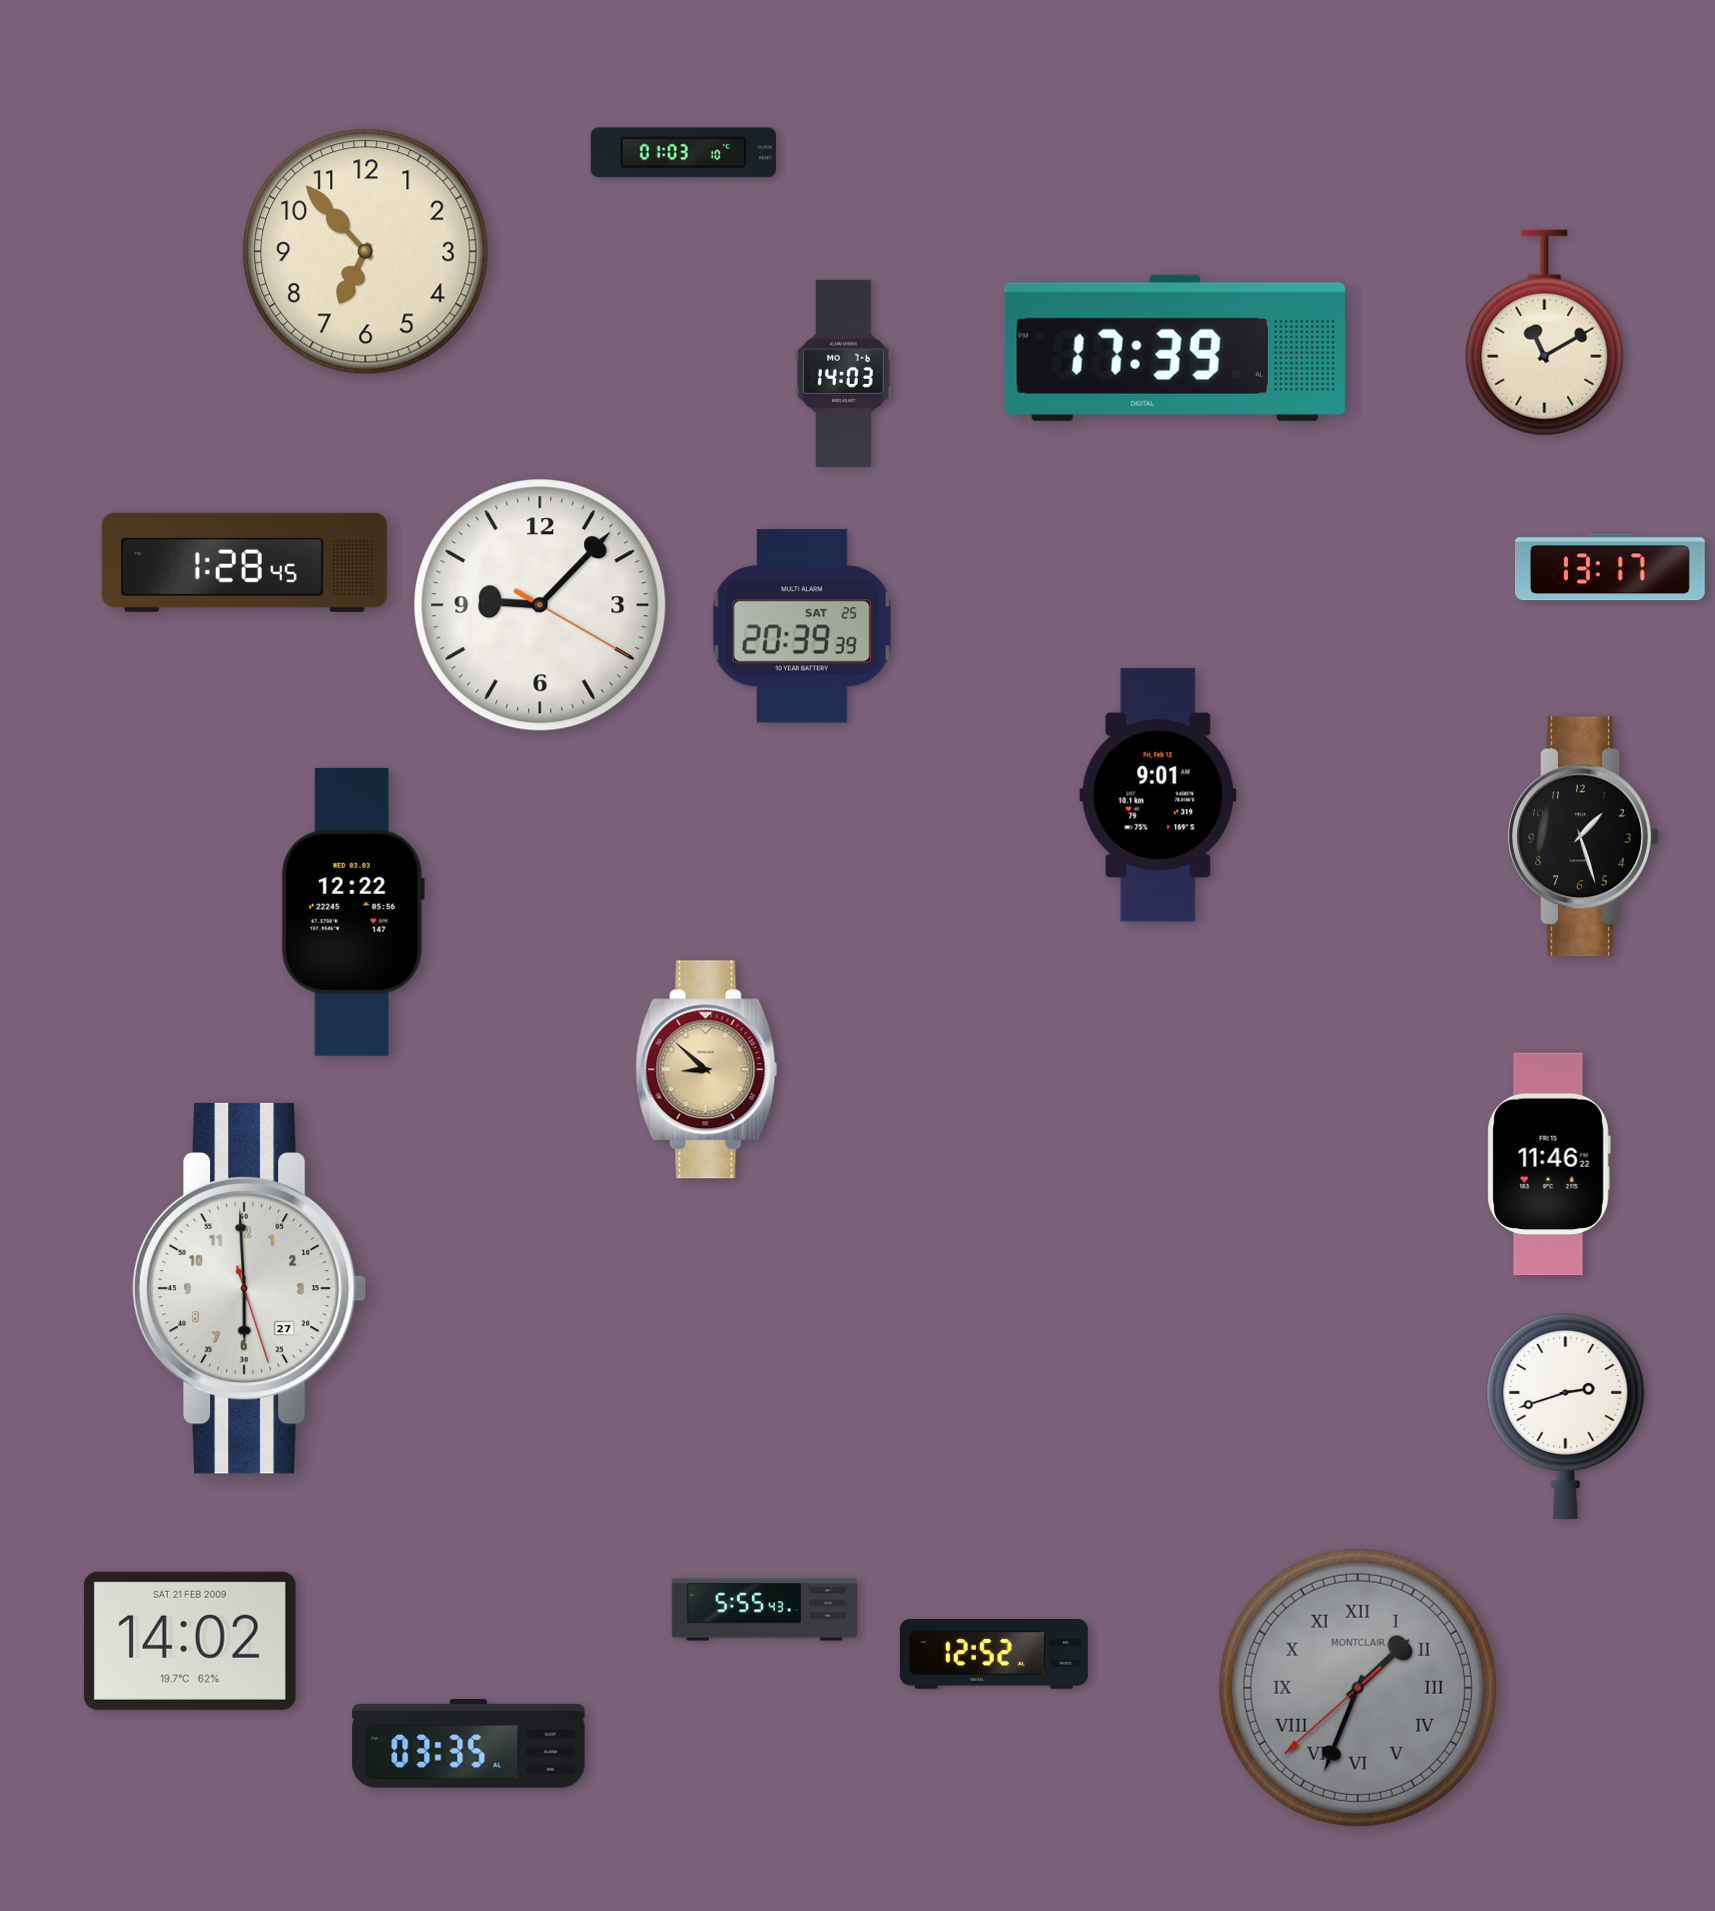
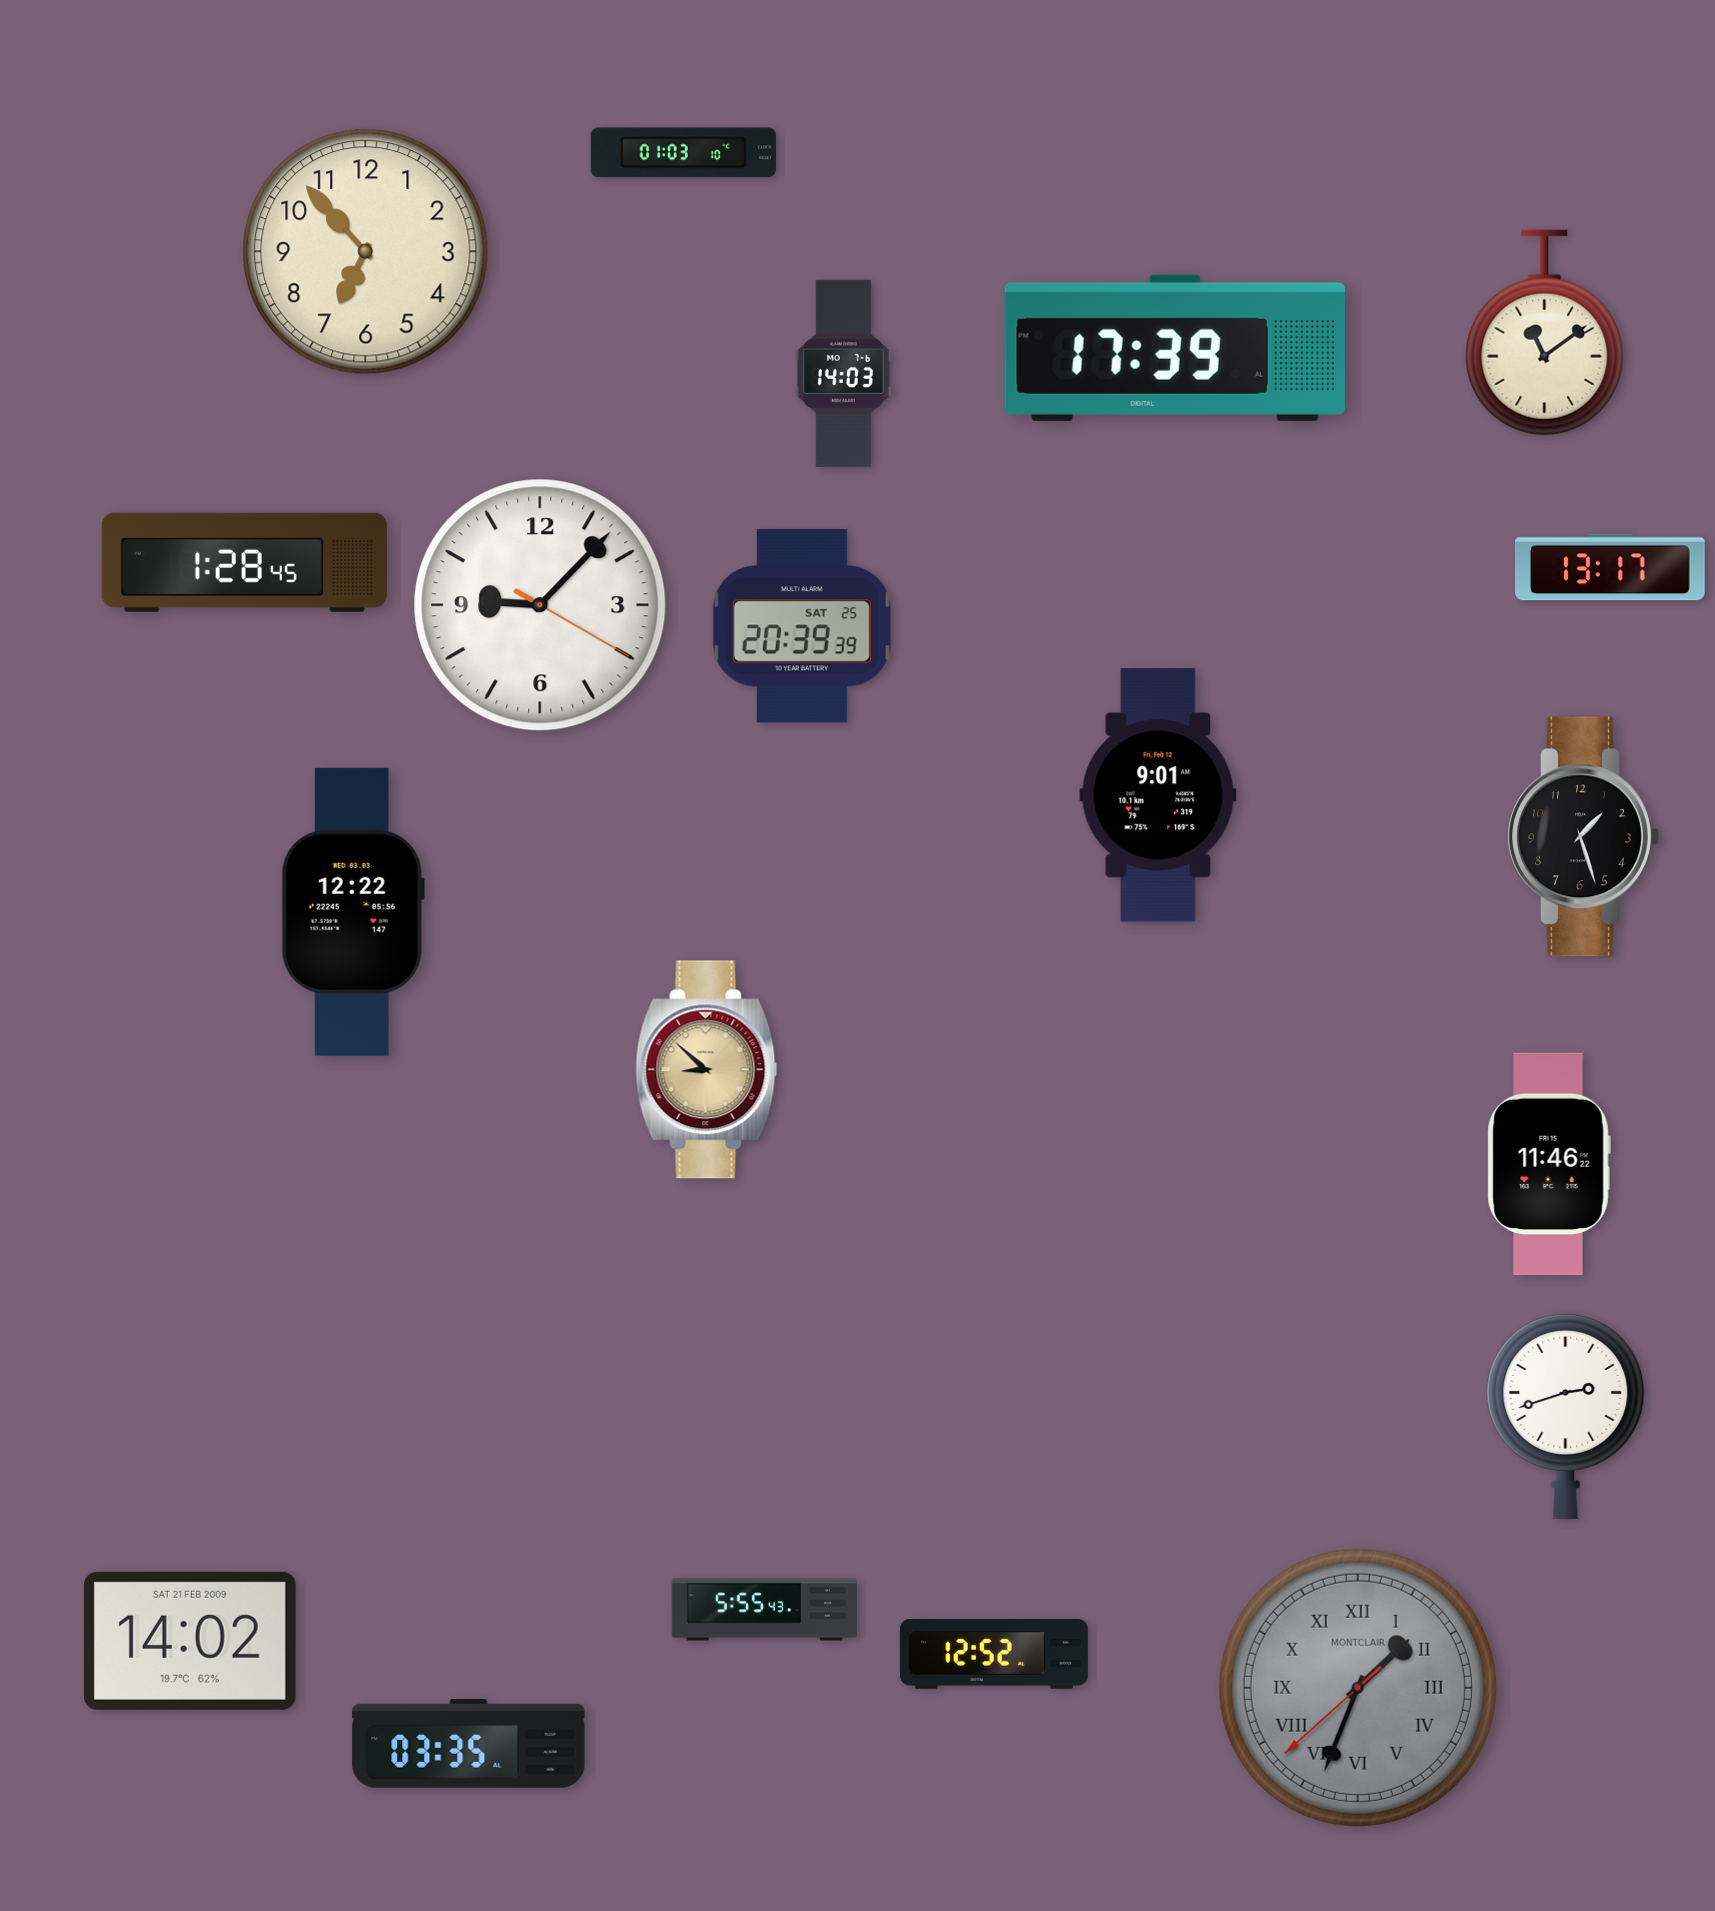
clock at (1545, 333): 11:10 -> 11:09
clock at (249, 1288): 5:59 -> none
